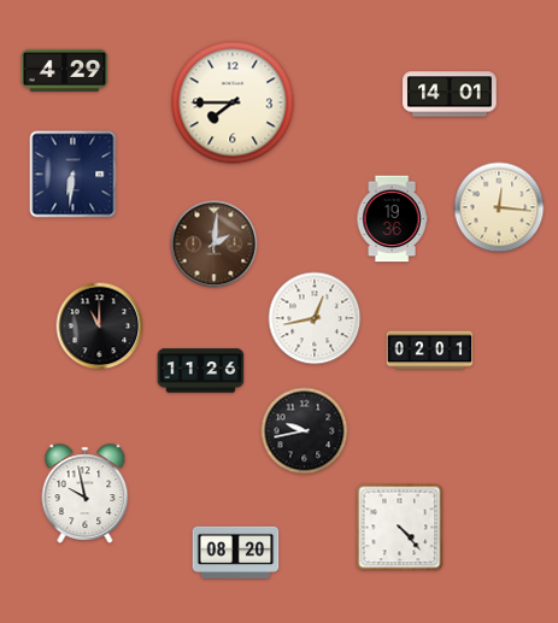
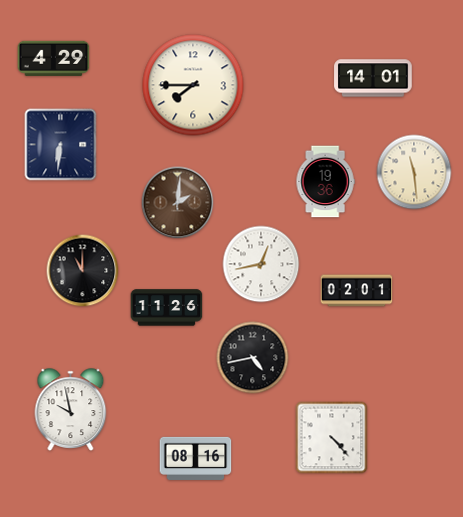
clock at (499, 207): 12:16 -> 11:29
clock at (305, 431): 9:43 -> 4:43
clock at (236, 552): 08:20 -> 08:16
